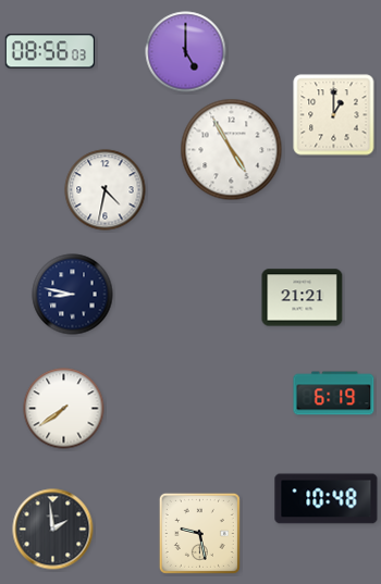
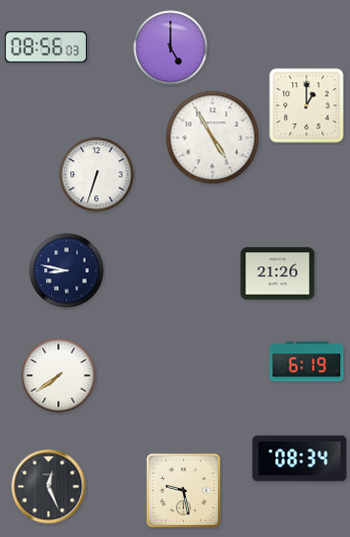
clock at (106, 190): 4:32 -> 6:33
clock at (303, 298): 21:21 -> 21:26
clock at (327, 499): 10:48 -> 08:34
clock at (53, 530): 1:59 -> 12:26
